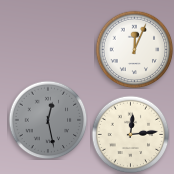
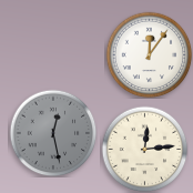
clock at (134, 49): 12:04 -> 12:06
